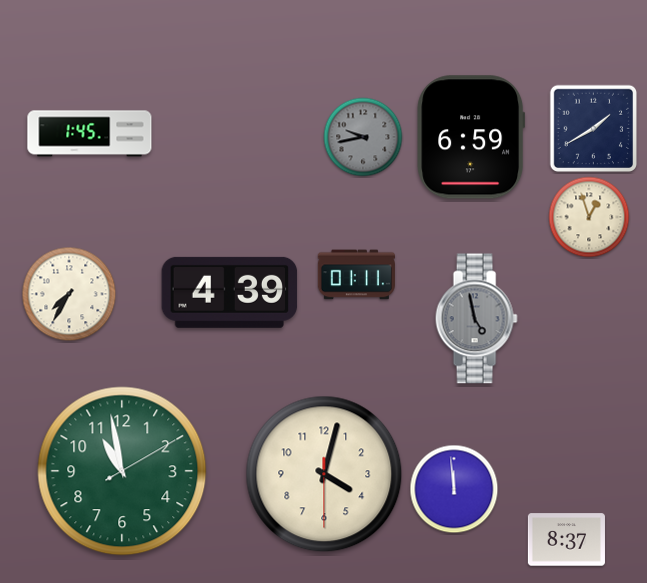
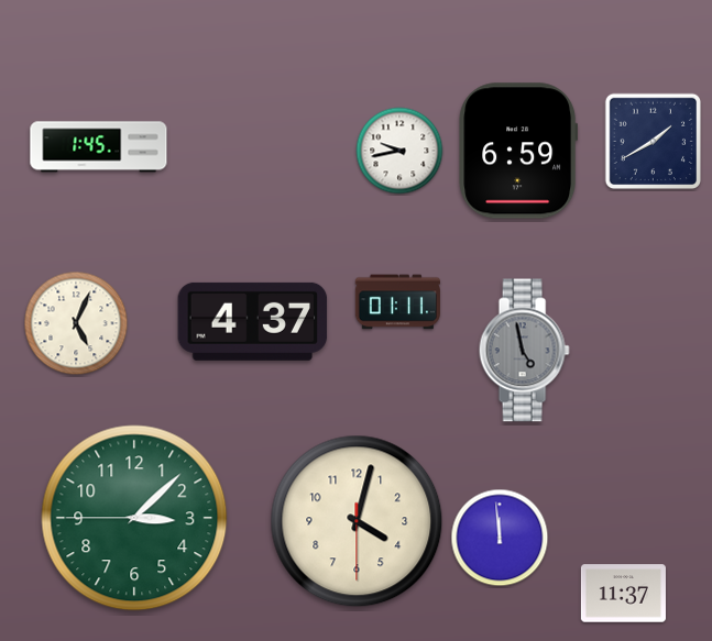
clock at (363, 137) dial: grey -> white
clock at (589, 217): 12:57 -> none
clock at (356, 275) position: (356, 275) -> (397, 302)
clock at (230, 292): 4:39 -> 4:37
clock at (69, 294): 7:35 -> 5:04
clock at (122, 471): 10:58 -> 3:07
clock at (566, 540): 8:37 -> 11:37
